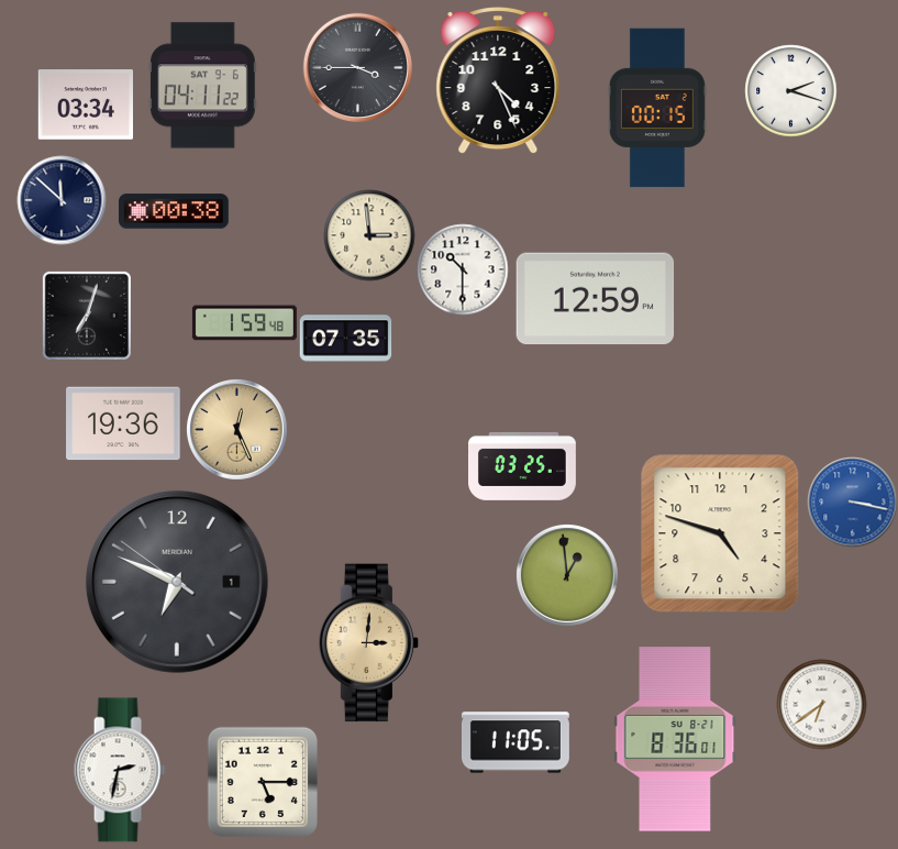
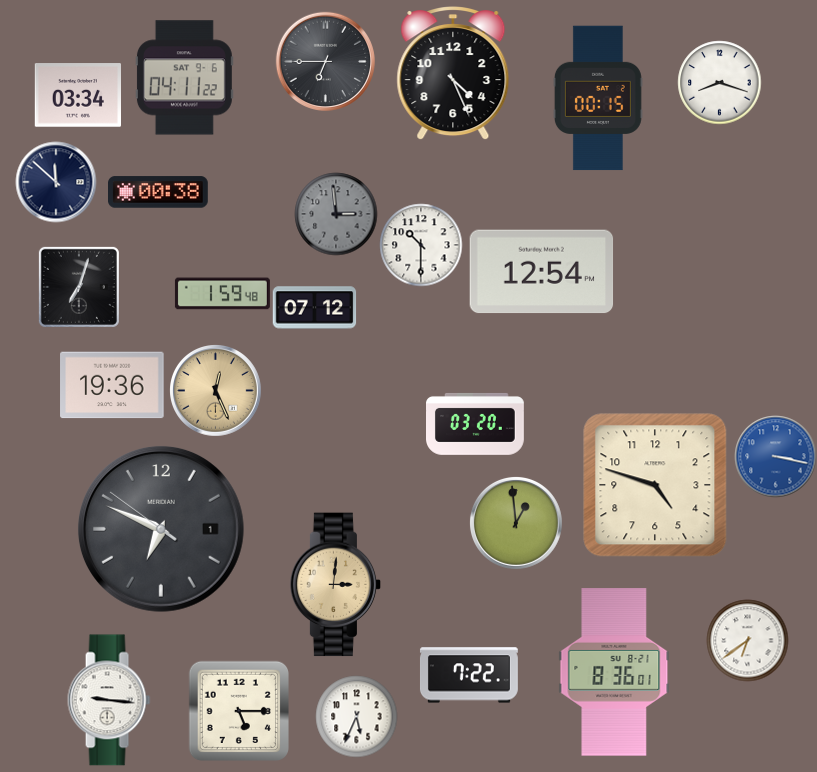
clock at (357, 67): 3:45 -> 6:45
clock at (790, 90): 2:18 -> 8:18
clock at (369, 235) dial: cream -> grey
clock at (596, 299): 12:59 -> 12:54
clock at (345, 339): 07:35 -> 07:12
clock at (523, 466): 03:25 -> 03:20
clock at (515, 742): 11:05 -> 7:22
clock at (120, 770): 2:32 -> 9:16
clock at (356, 716): none -> 5:34
